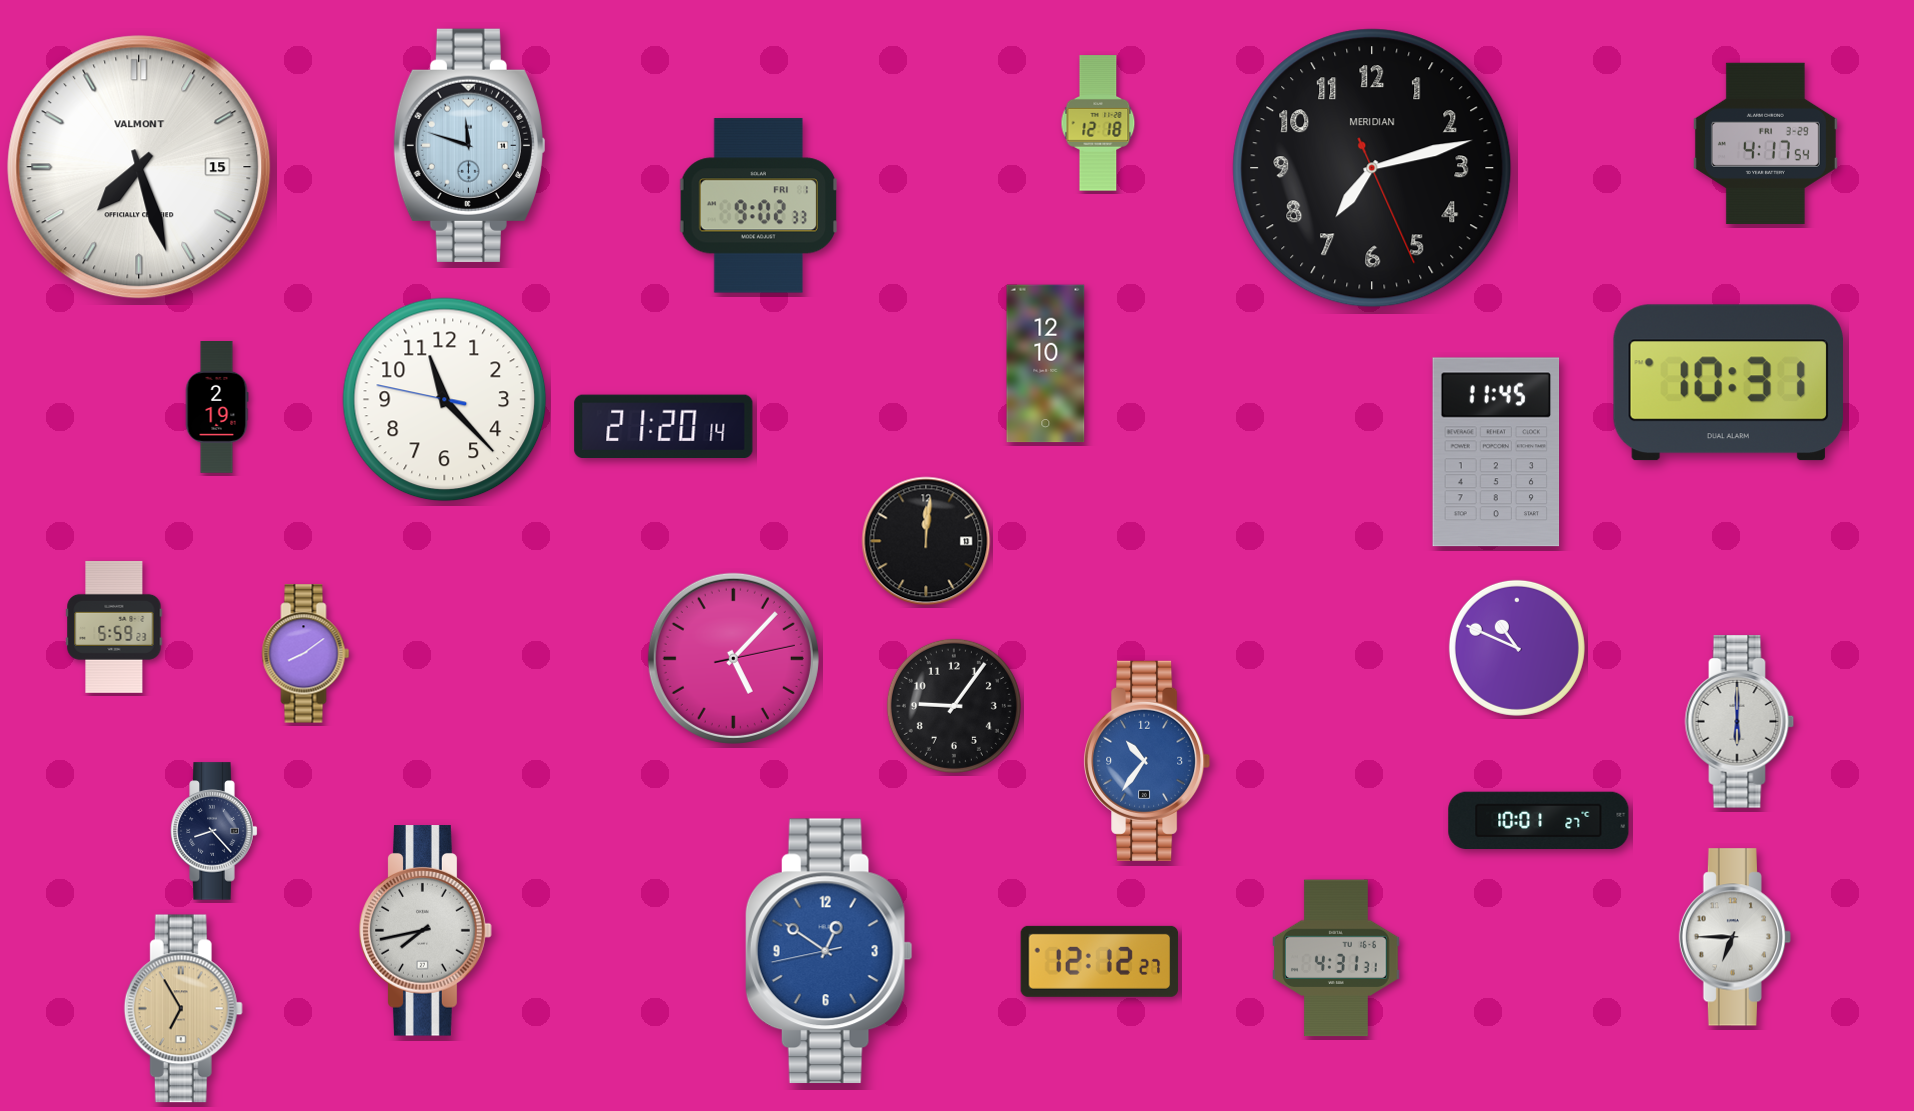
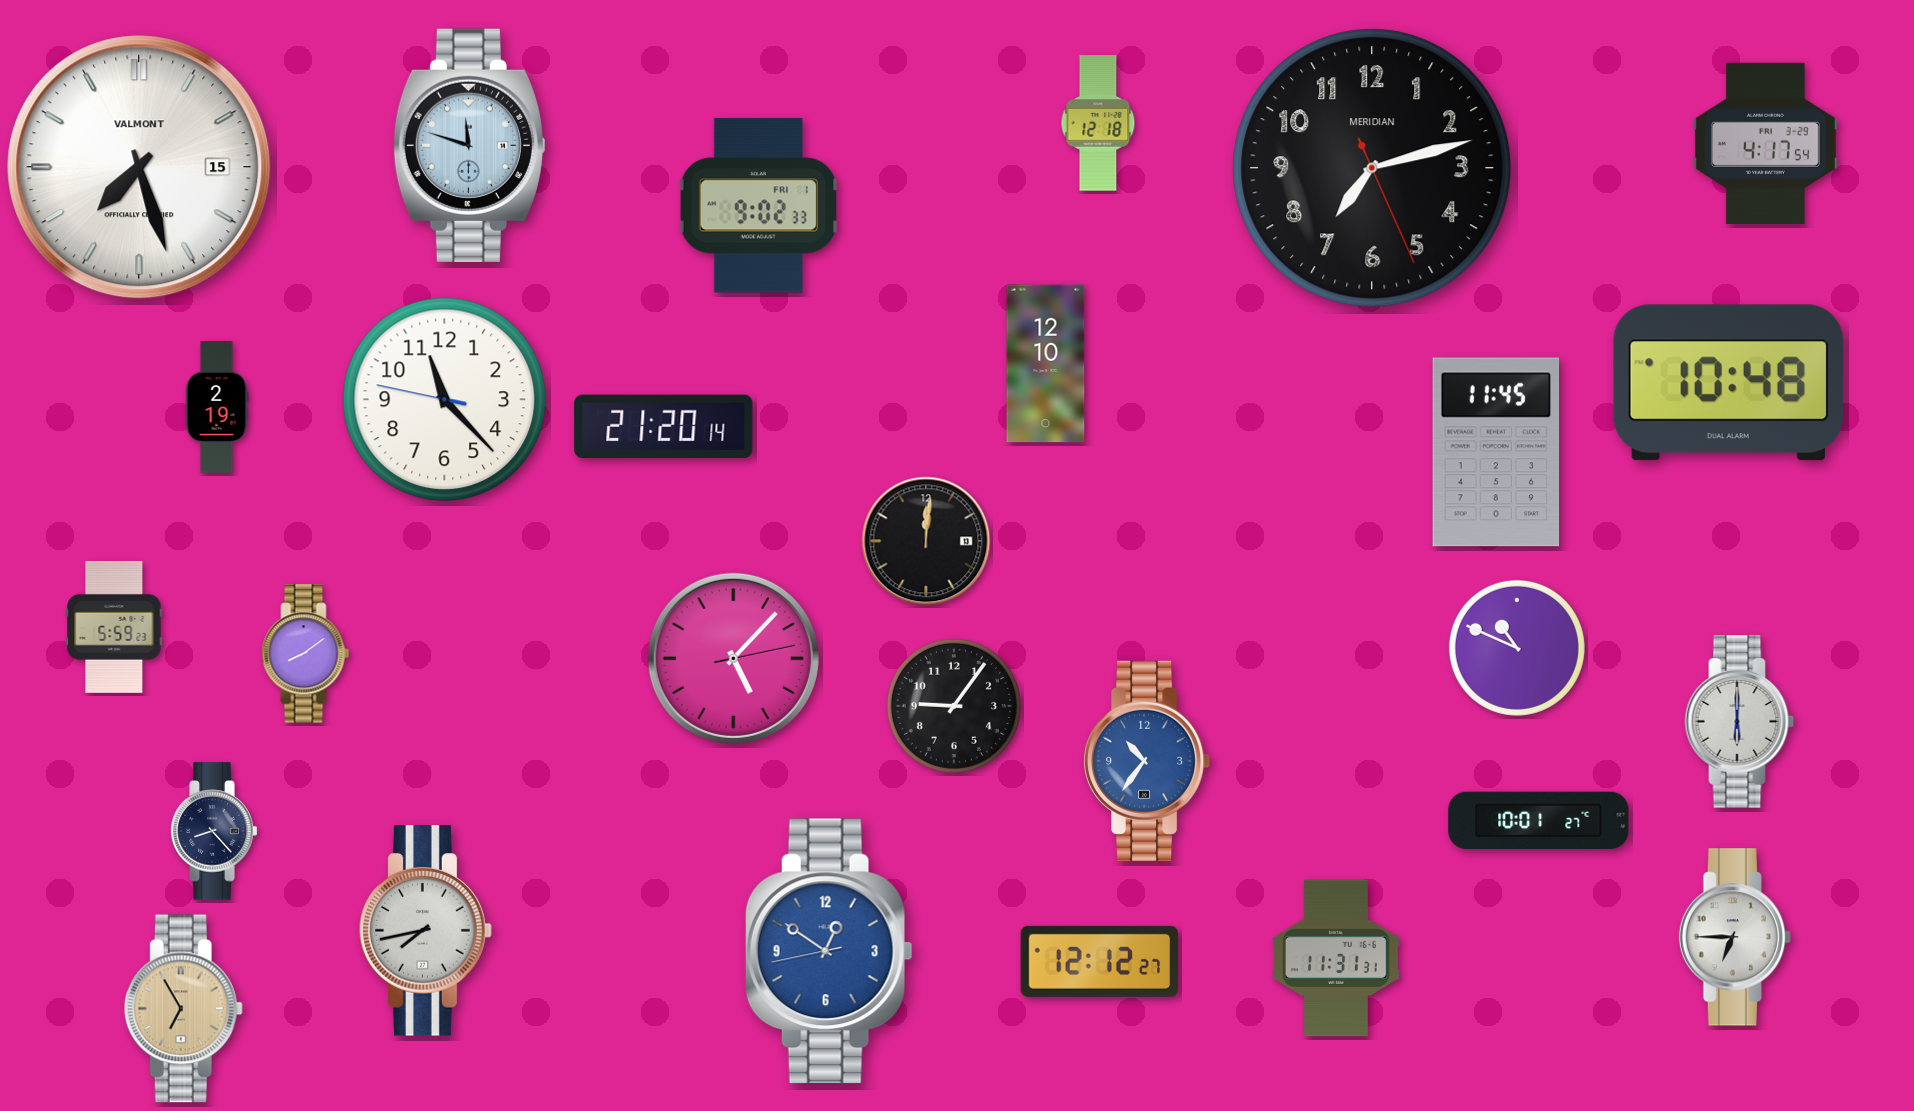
clock at (1728, 383): 10:31 -> 10:48
clock at (1337, 958): 4:31 -> 11:31
